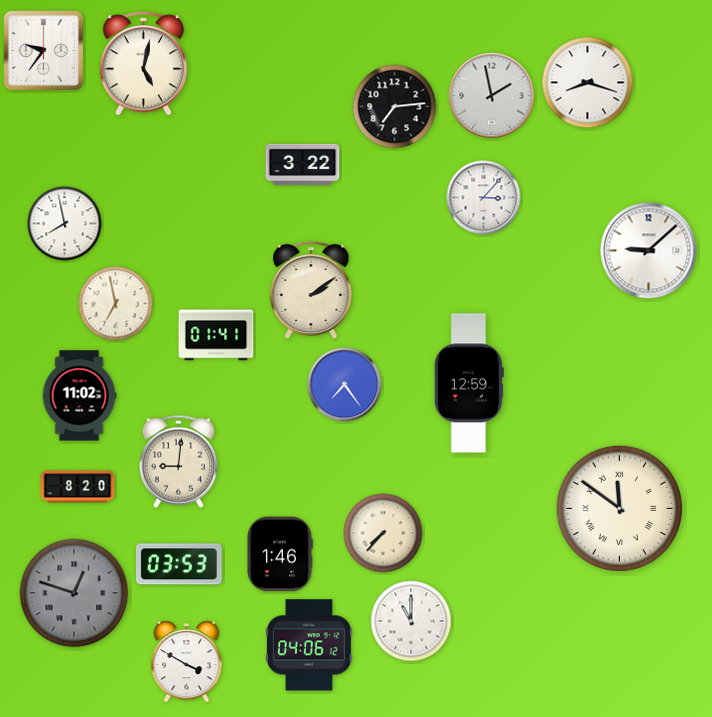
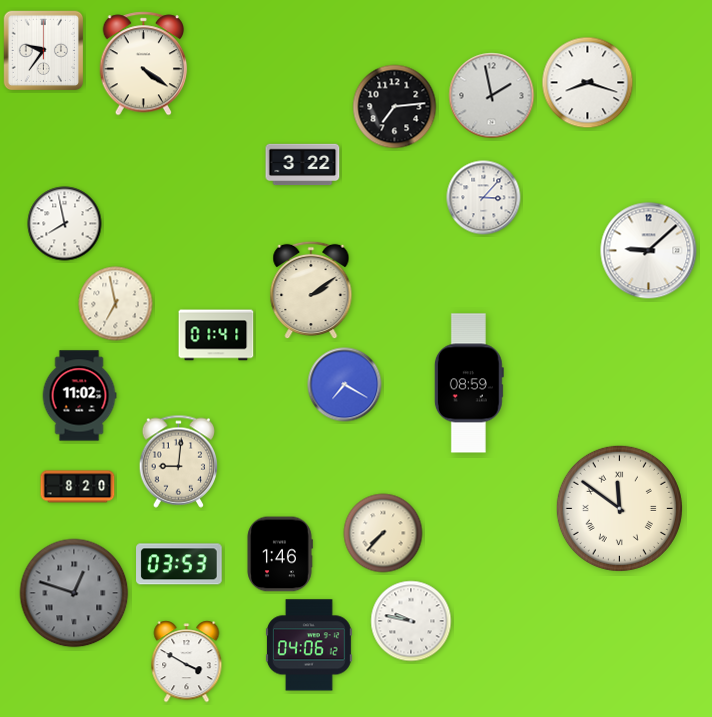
clock at (144, 64): 5:02 -> 4:21
clock at (469, 383): 12:59 -> 08:59
clock at (345, 385): 7:24 -> 7:20
clock at (411, 621): 11:00 -> 9:47
